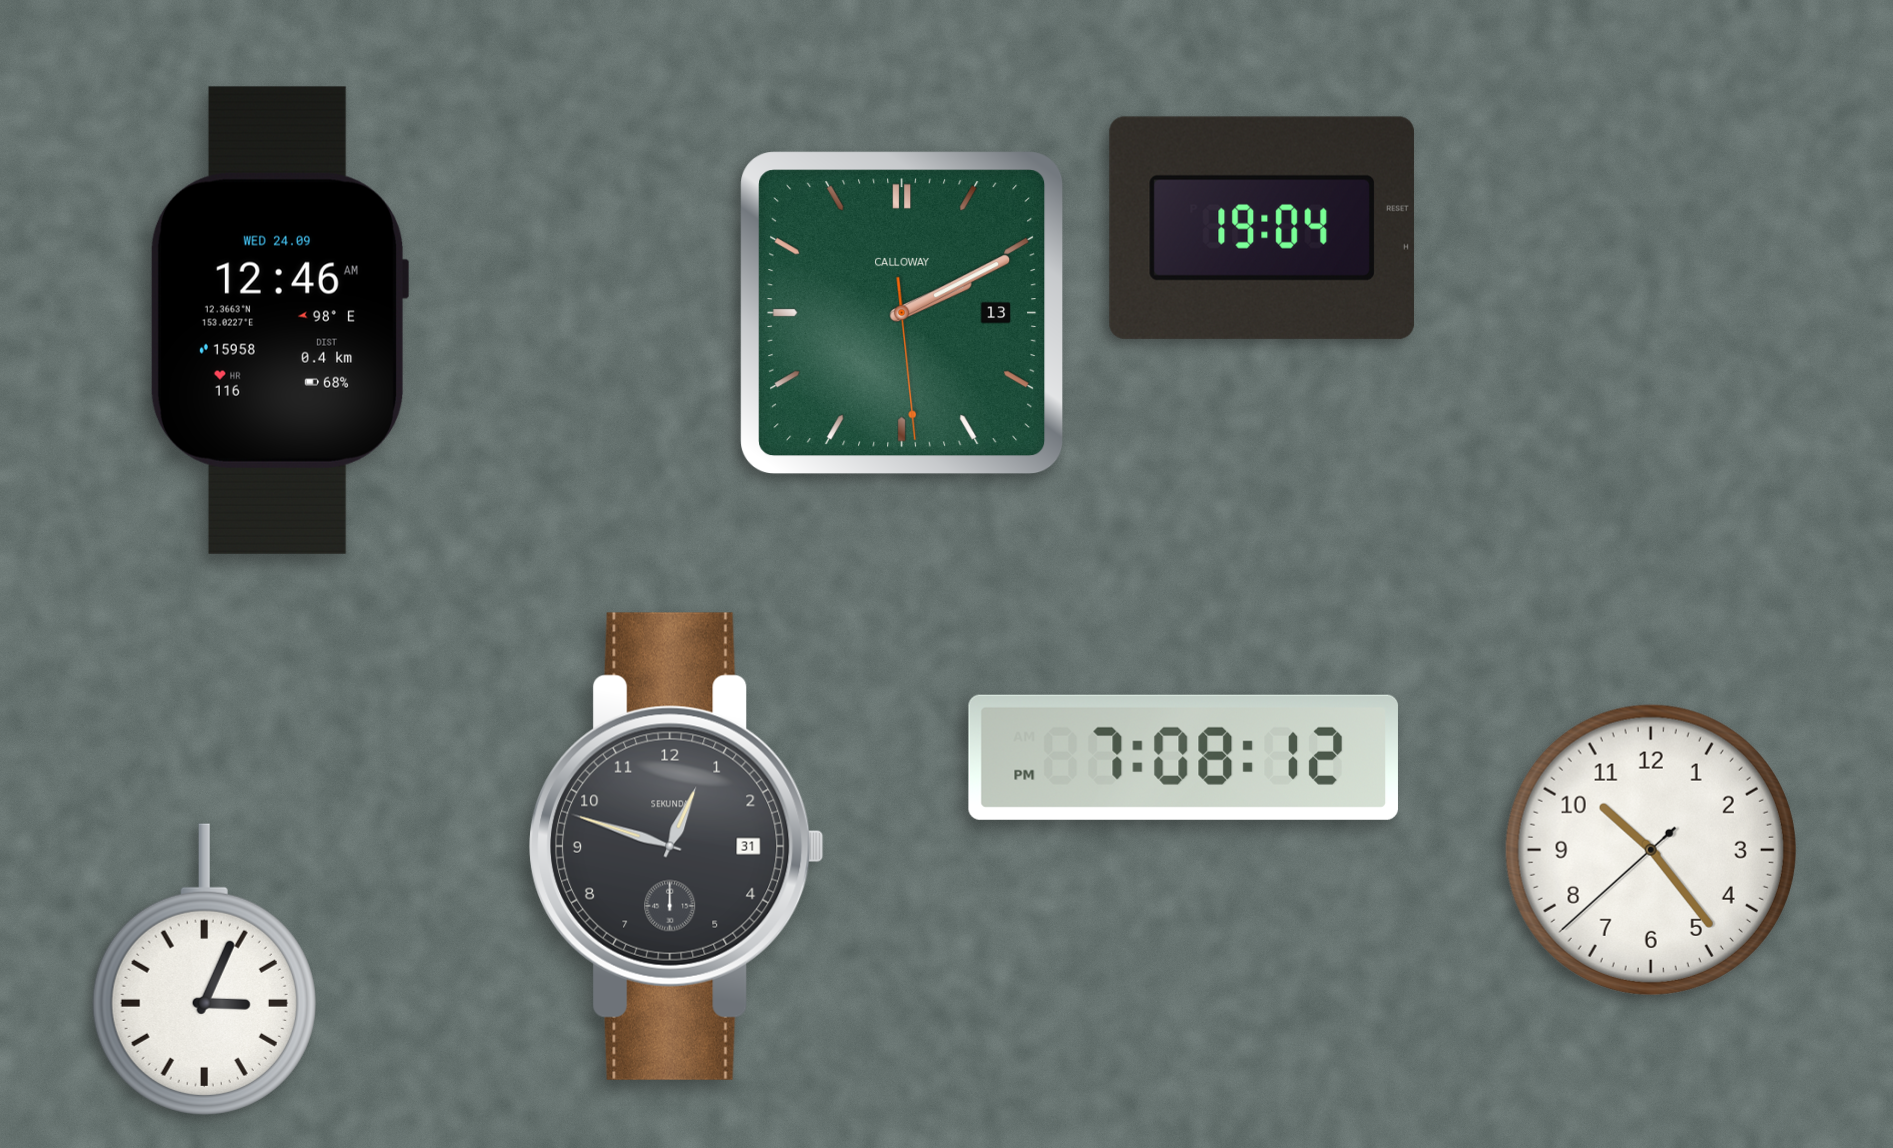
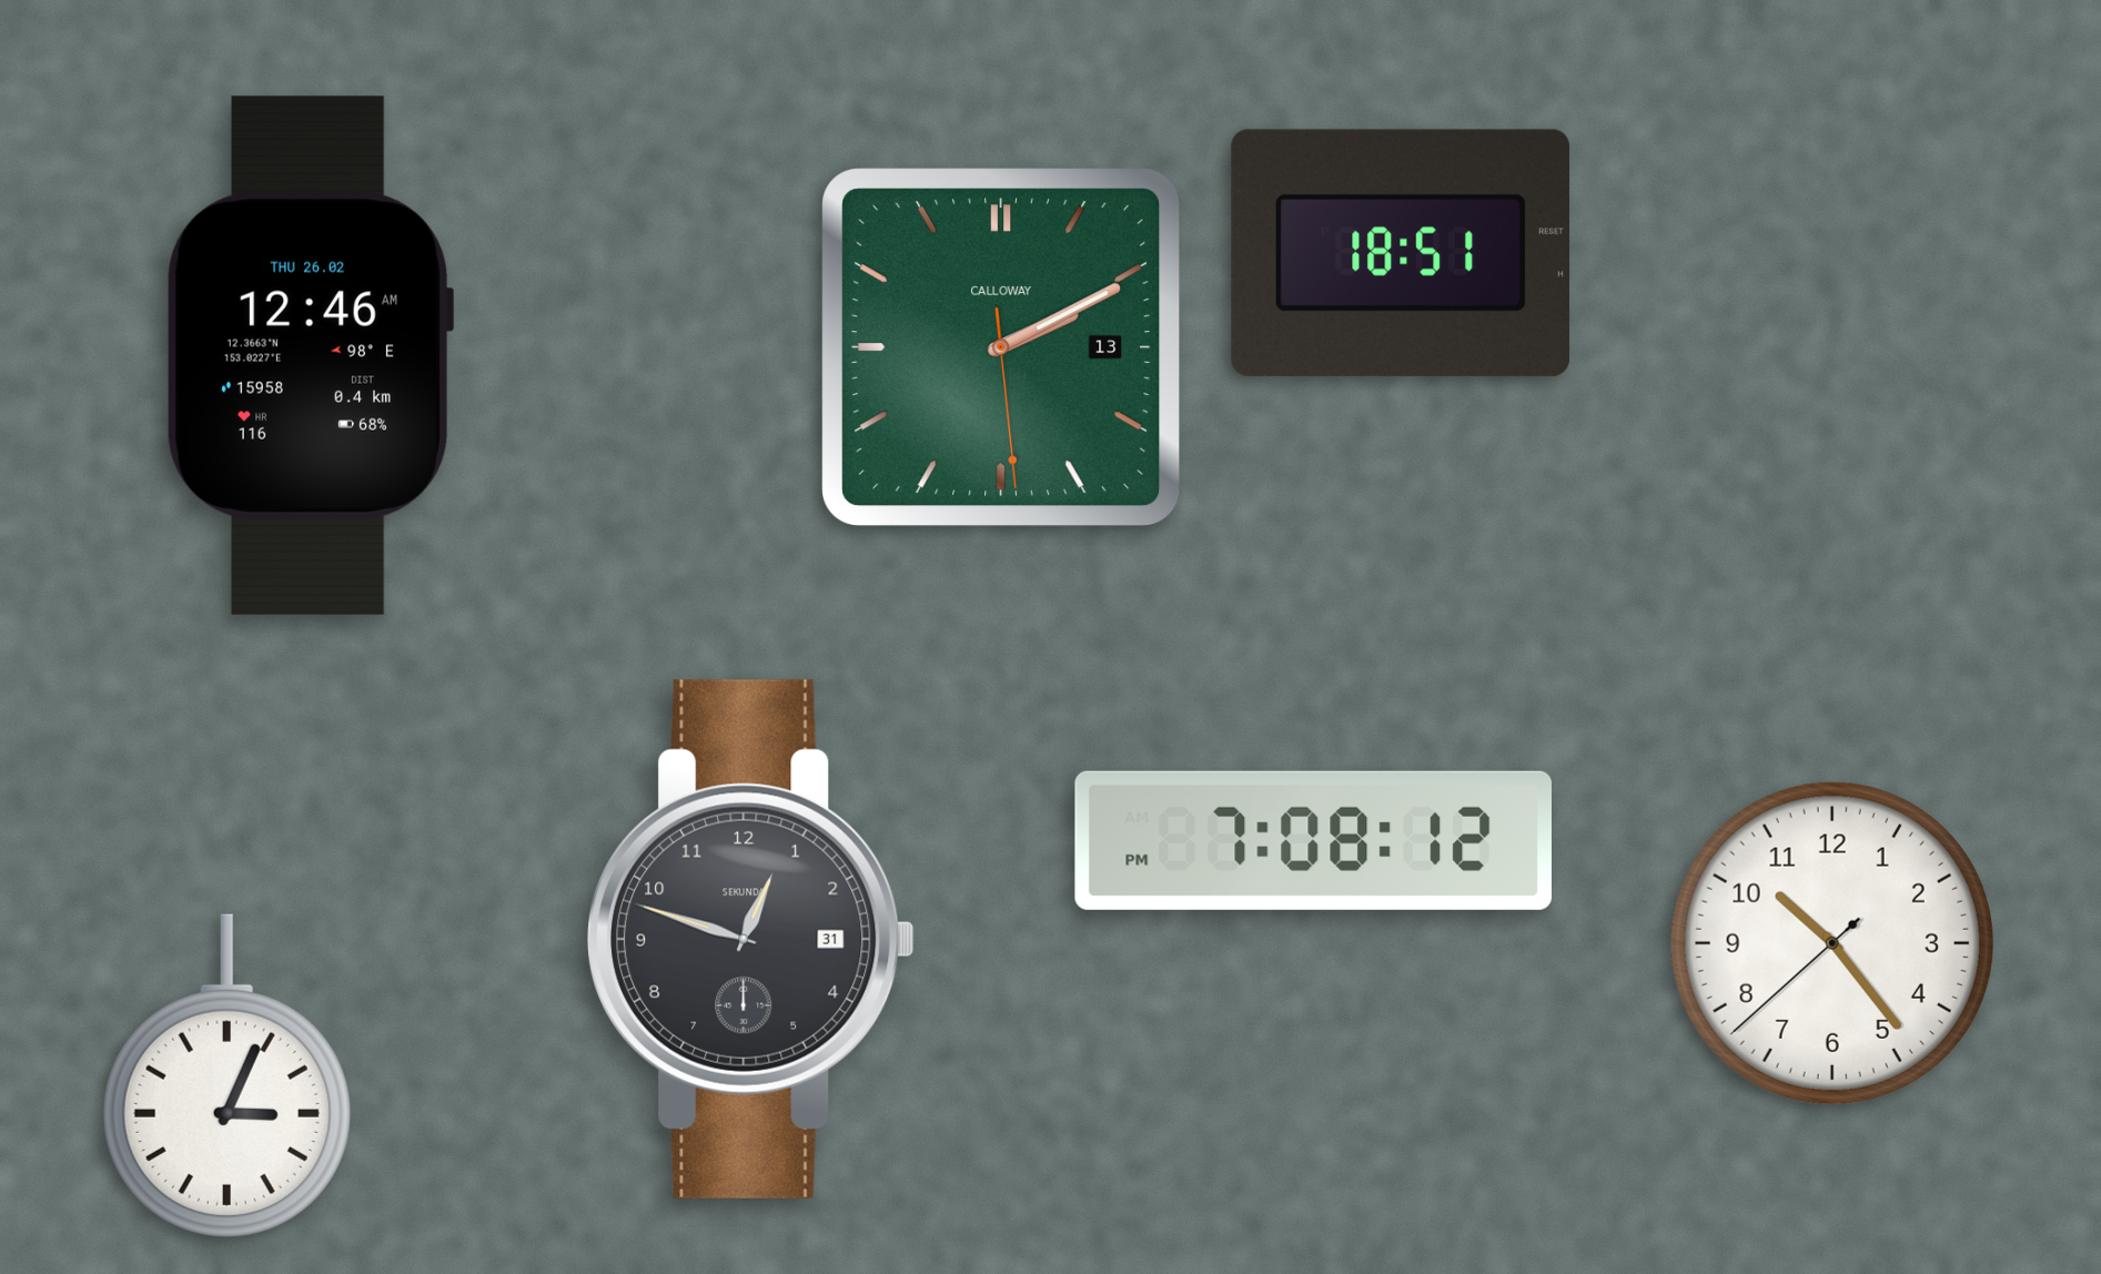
clock at (1262, 228): 19:04 -> 18:51
clock at (279, 320) date: WED 24.09 -> THU 26.02
